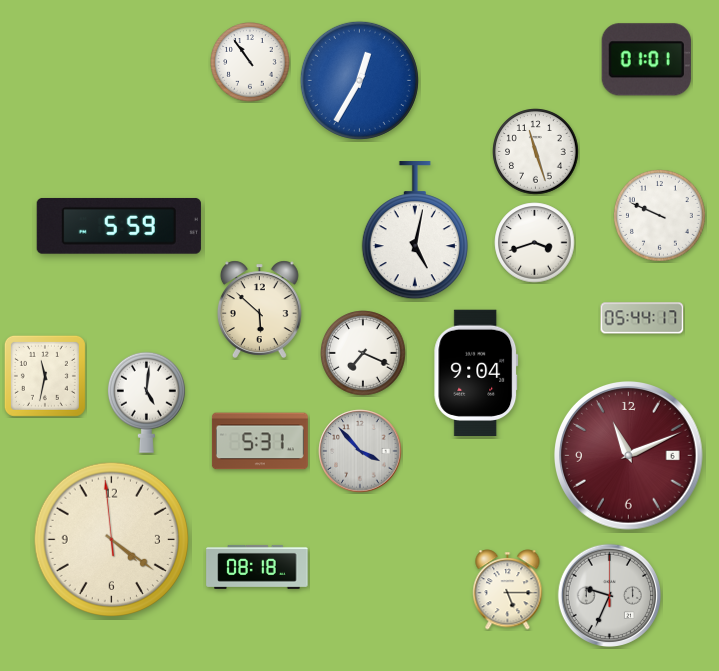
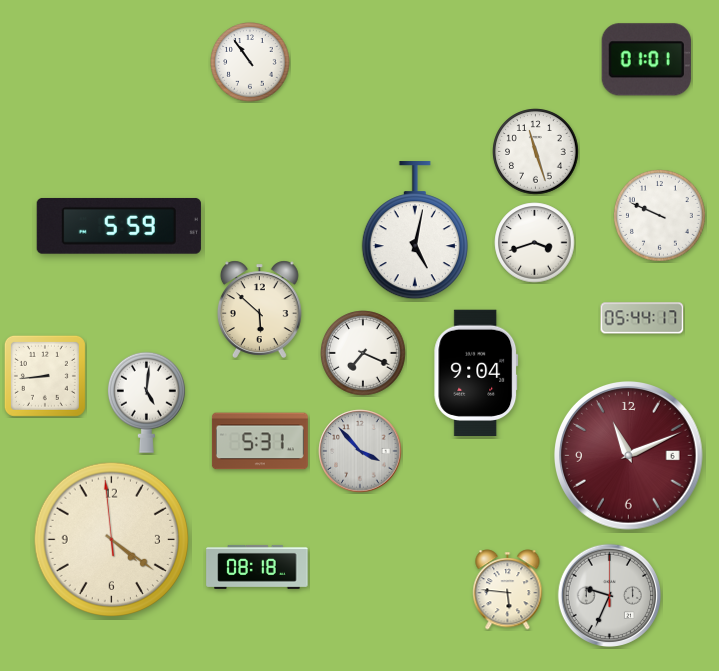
clock at (359, 80): 12:35 -> none
clock at (45, 376): 11:32 -> 8:44
clock at (508, 590): 5:15 -> 5:46
